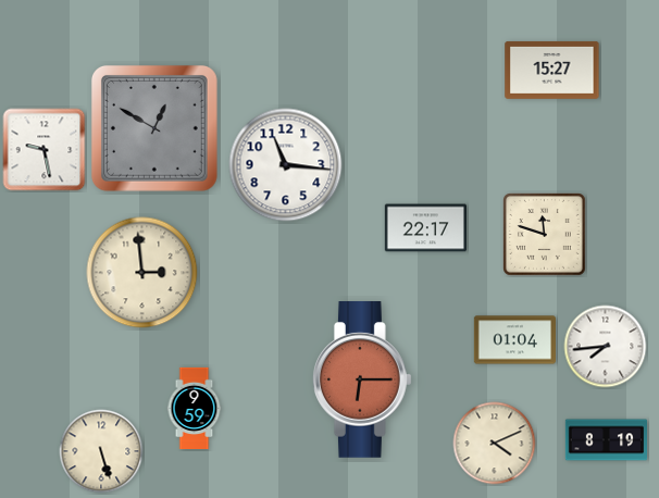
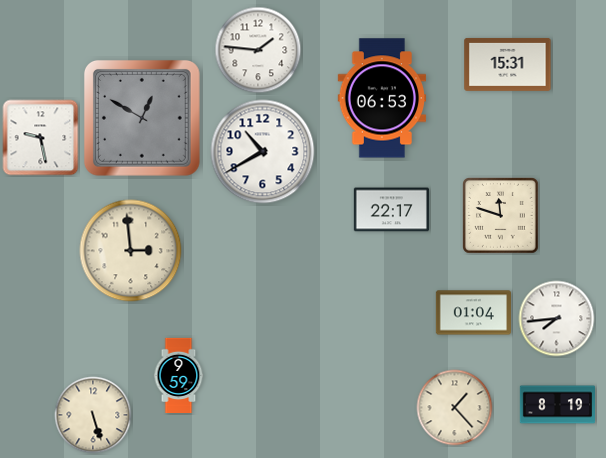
clock at (258, 50): none -> 1:46
clock at (552, 70): 15:27 -> 15:31
clock at (382, 98): none -> 06:53
clock at (286, 165): 11:16 -> 10:40
clock at (362, 381): 6:15 -> none
clock at (495, 444): 4:11 -> 1:23
